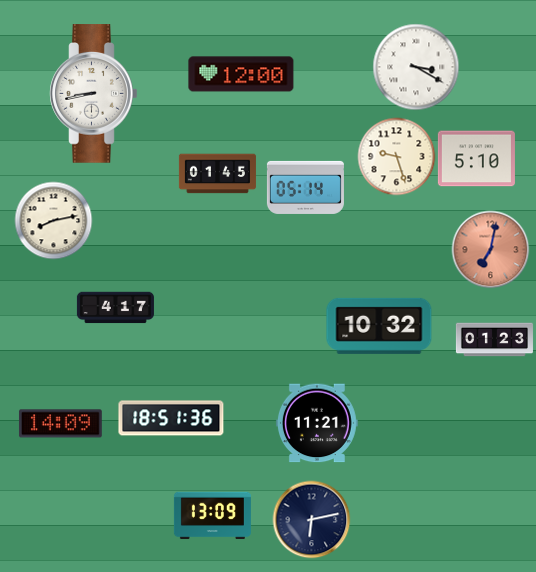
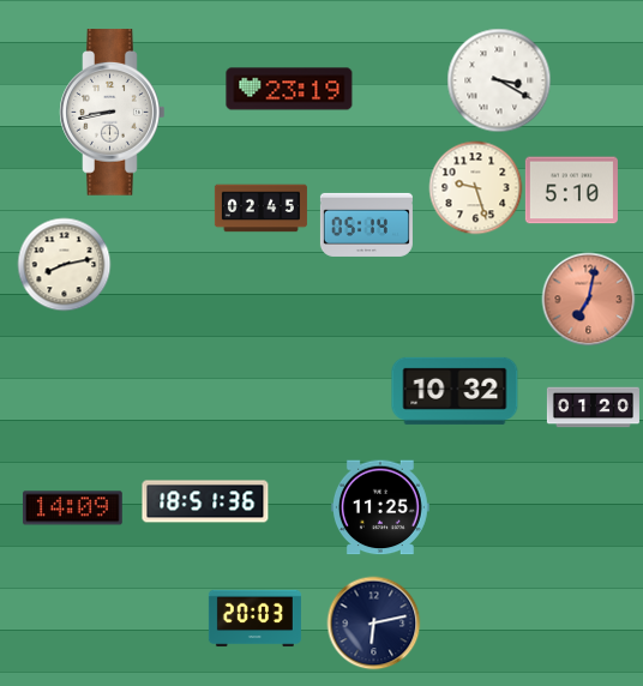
clock at (241, 74): 12:00 -> 23:19
clock at (217, 174): 01:45 -> 02:45
clock at (115, 308): 4:17 -> none
clock at (494, 340): 01:23 -> 01:20
clock at (317, 423): 11:21 -> 11:25
clock at (212, 516): 13:09 -> 20:03
